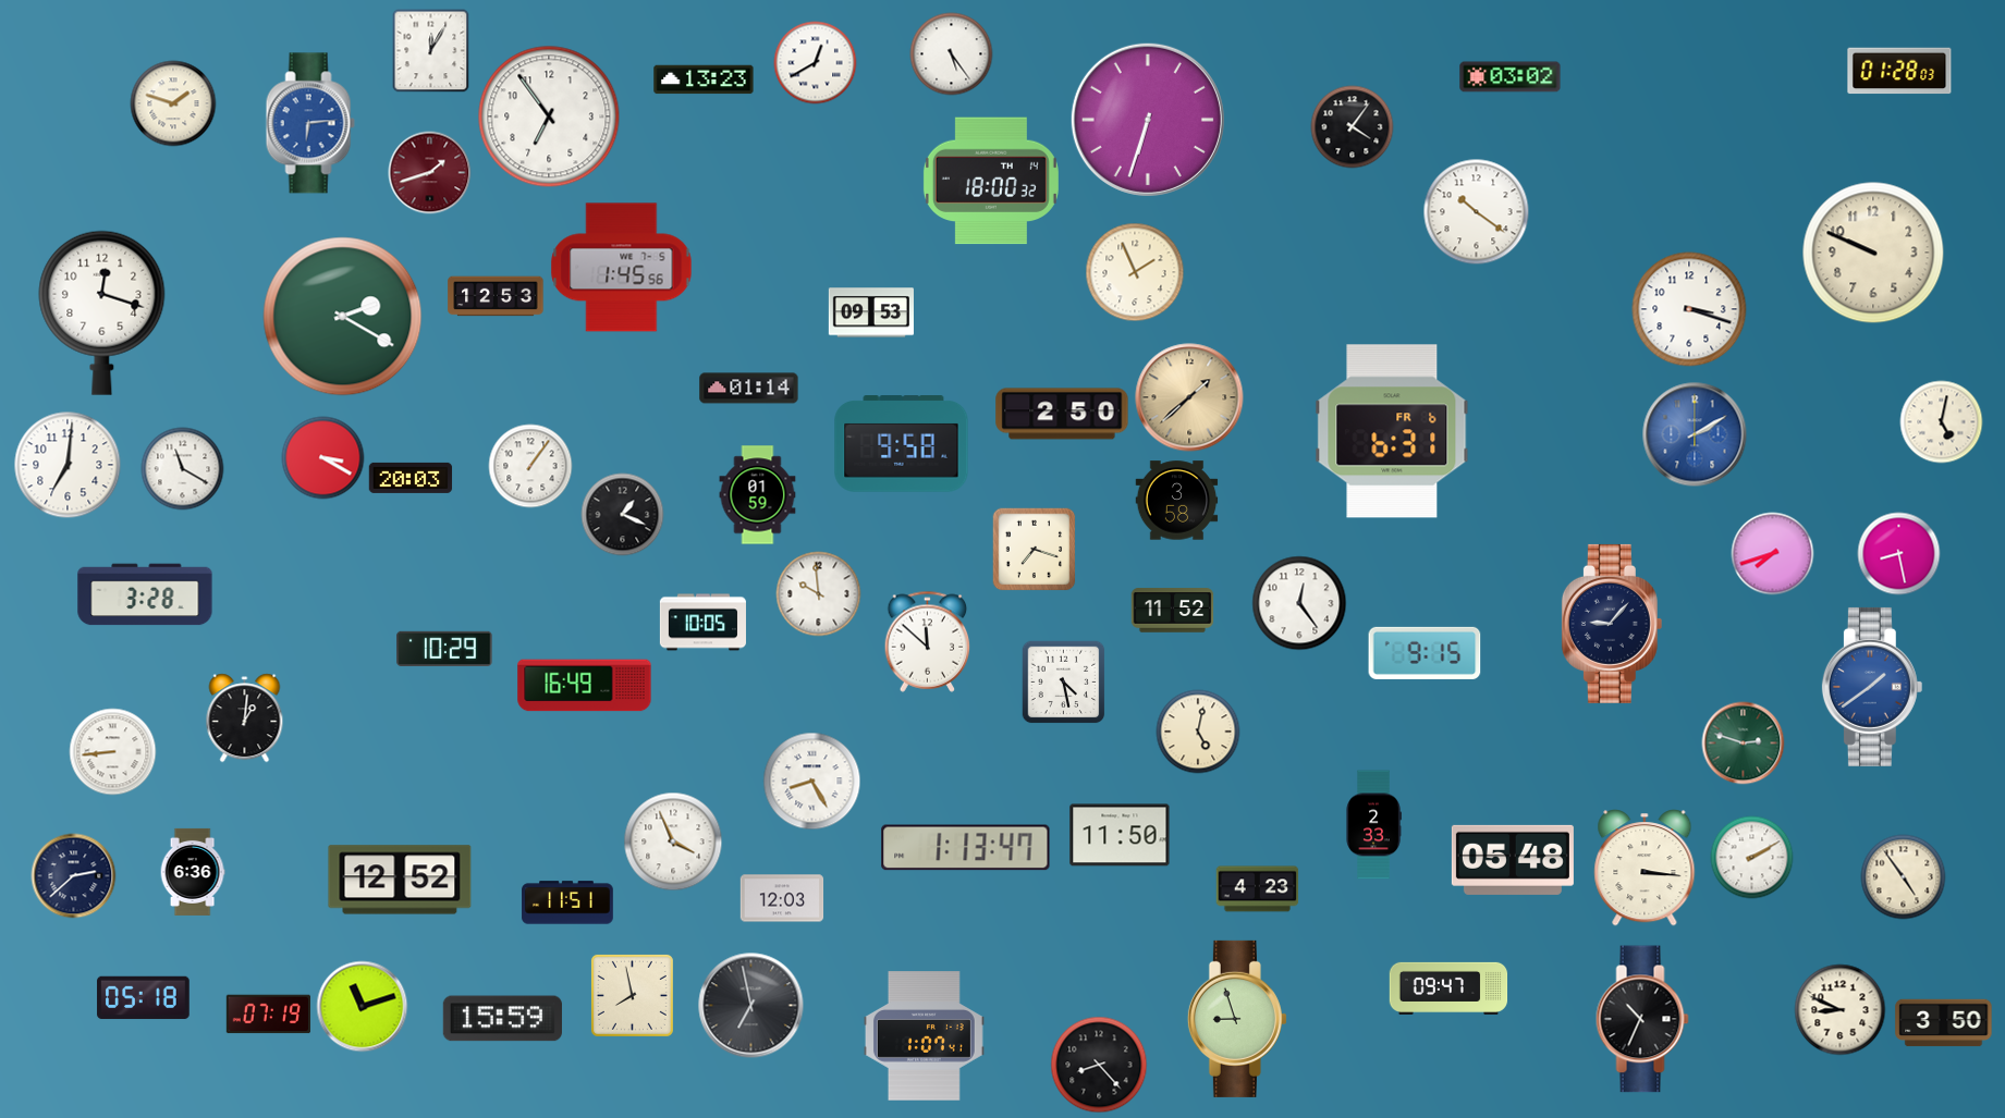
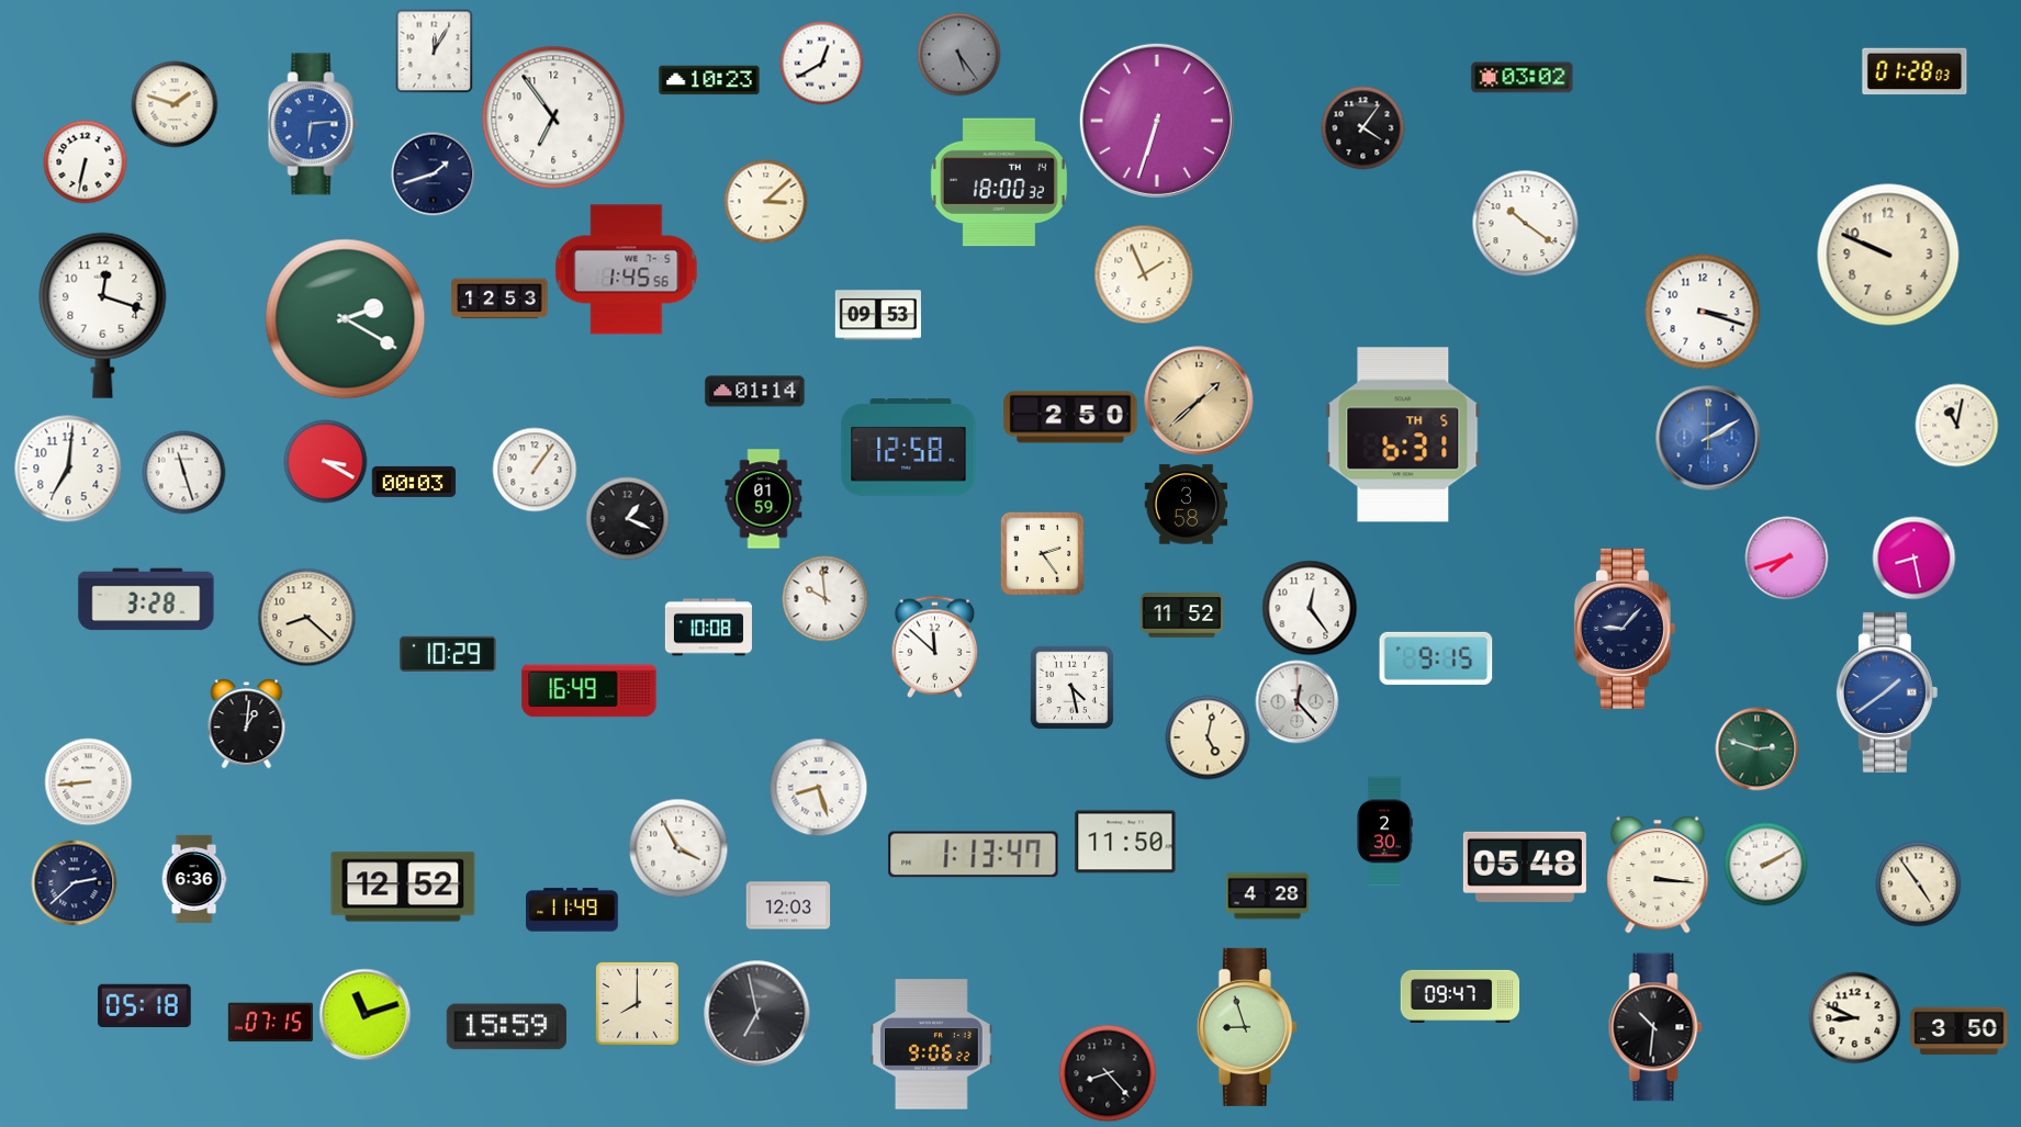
clock at (952, 54) dial: white -> grey
clock at (704, 79): 13:23 -> 10:23
clock at (86, 162): none -> 6:32
clock at (430, 173) dial: burgundy -> navy
clock at (766, 202): none -> 3:08
clock at (1477, 212) position: (1477, 212) -> (1526, 224)
clock at (1942, 422): 5:02 -> 11:02
clock at (1392, 431) date: FR 6 -> TH 5
clock at (902, 444): 9:58 -> 12:58
clock at (183, 469): 11:20 -> 11:27
clock at (411, 478): 20:03 -> 00:03
clock at (1034, 549): 7:18 -> 2:24
clock at (307, 618): none -> 8:22
clock at (702, 623): 10:05 -> 10:08
clock at (1298, 702): none -> 12:23
clock at (113, 752) position: (113, 752) -> (89, 782)
clock at (812, 782): 8:25 -> 8:27
clock at (1373, 825): 2:33 -> 2:30
clock at (1120, 835) position: (1120, 835) -> (1125, 842)
clock at (673, 841): 3:56 -> 3:55
clock at (1258, 889): 4:23 -> 4:28
clock at (567, 902): 11:51 -> 11:49
clock at (632, 995): 7:58 -> 8:00
clock at (268, 1015): 07:19 -> 07:15
clock at (1642, 1019): 10:34 -> 10:31
clock at (925, 1036): 1:07 -> 9:06
